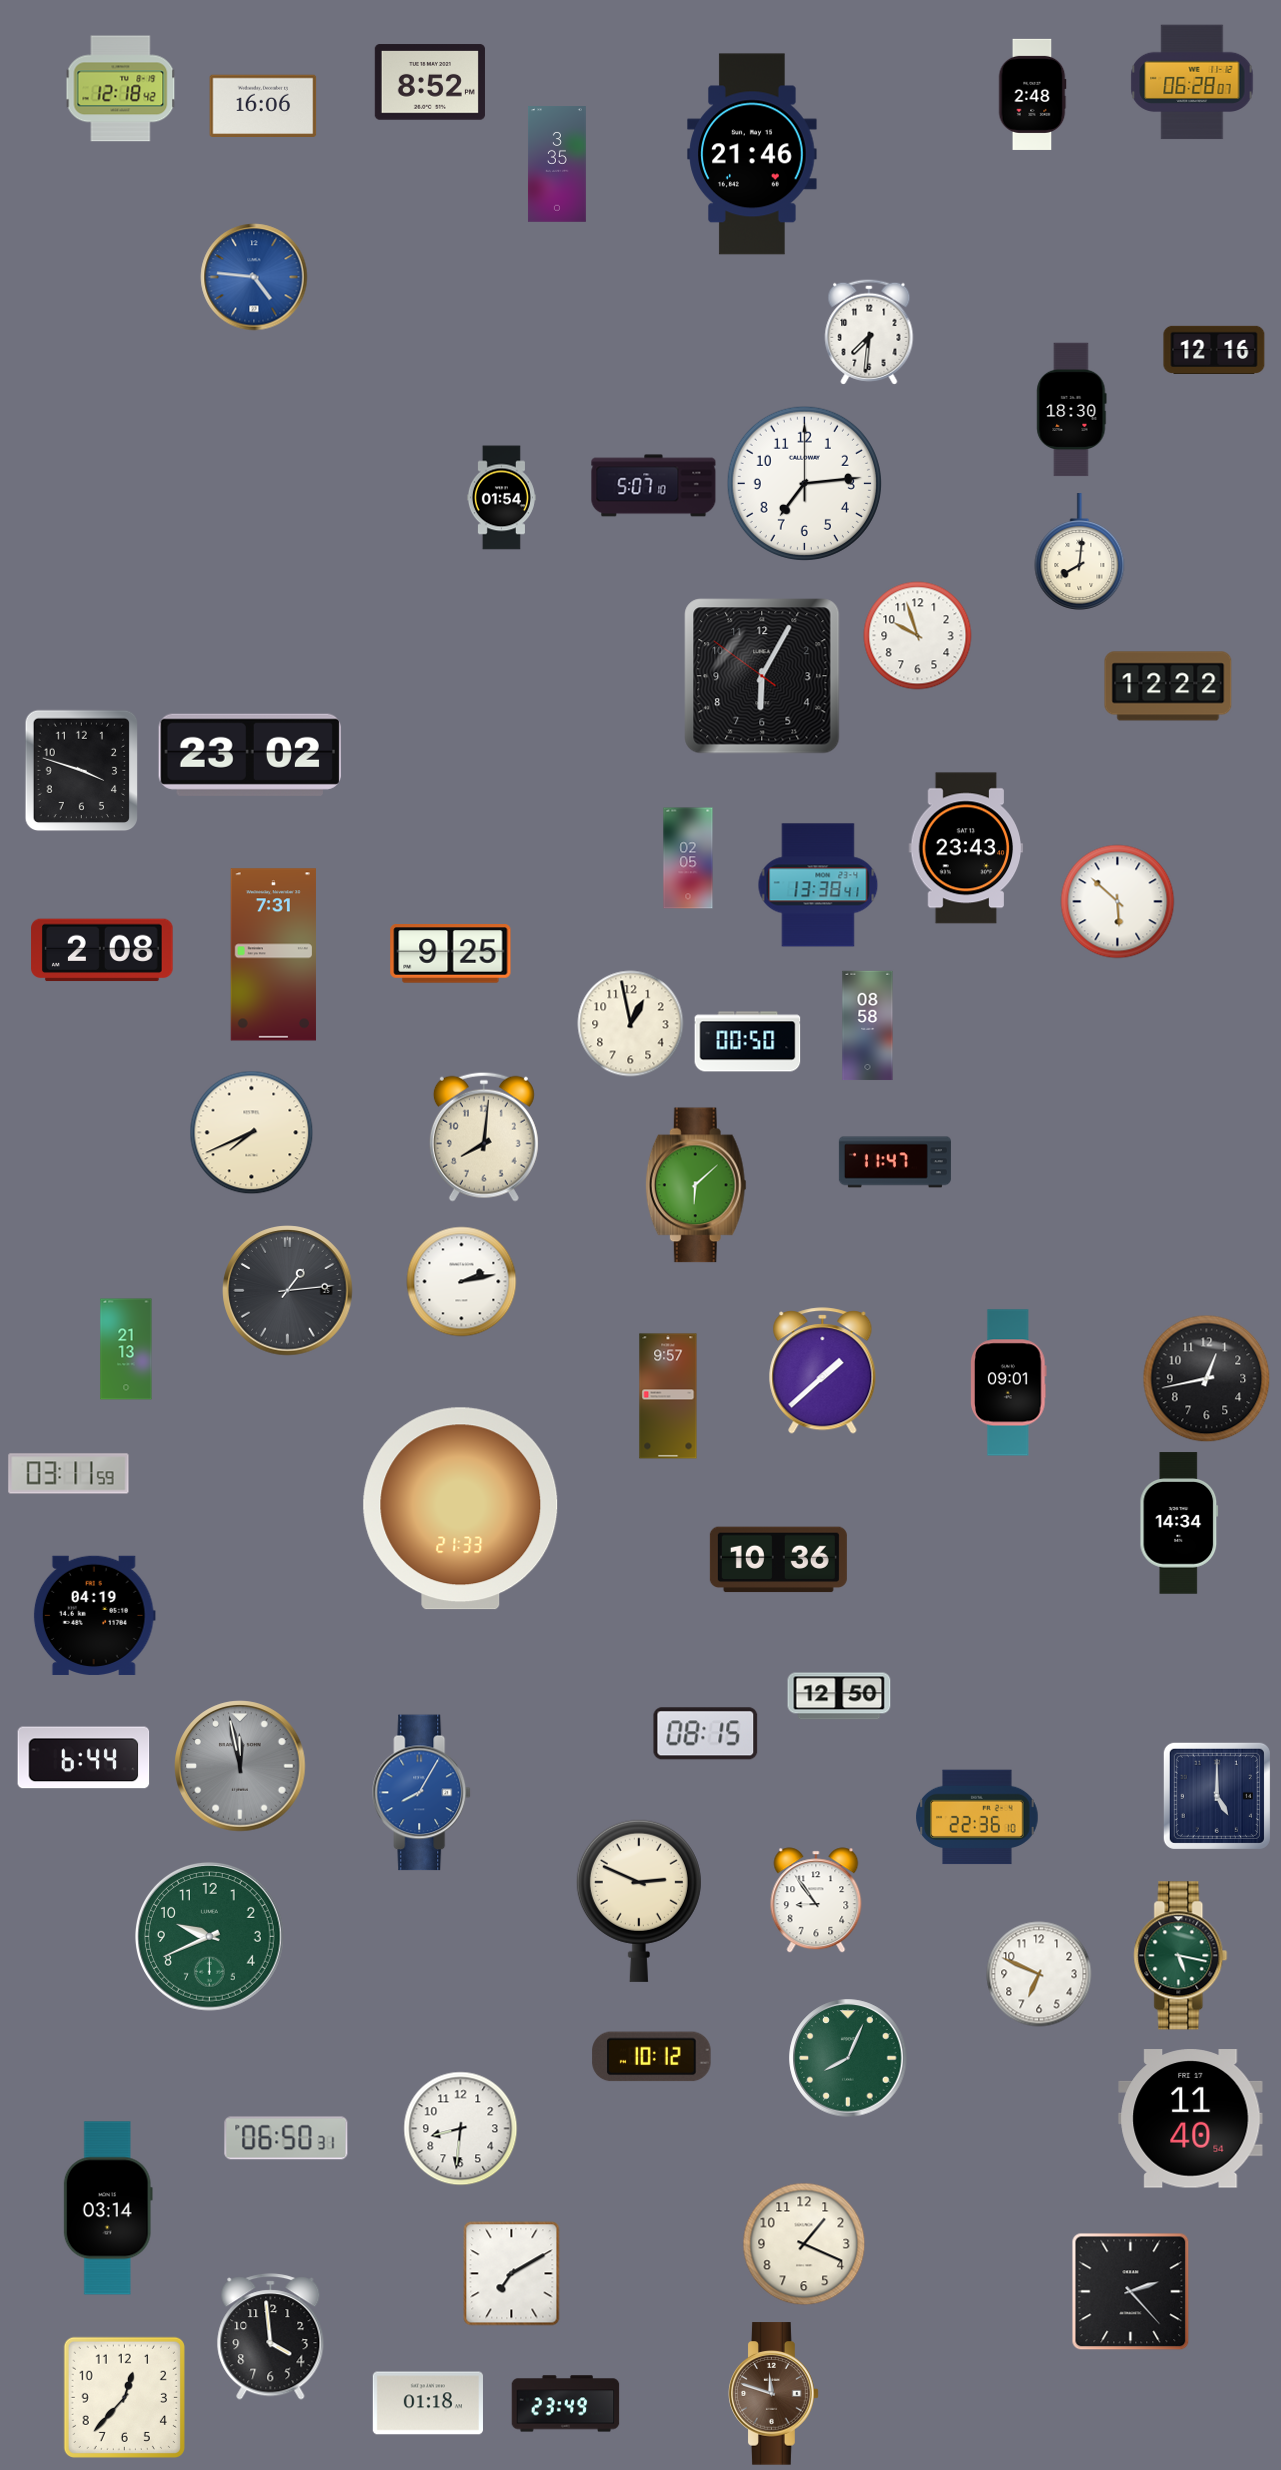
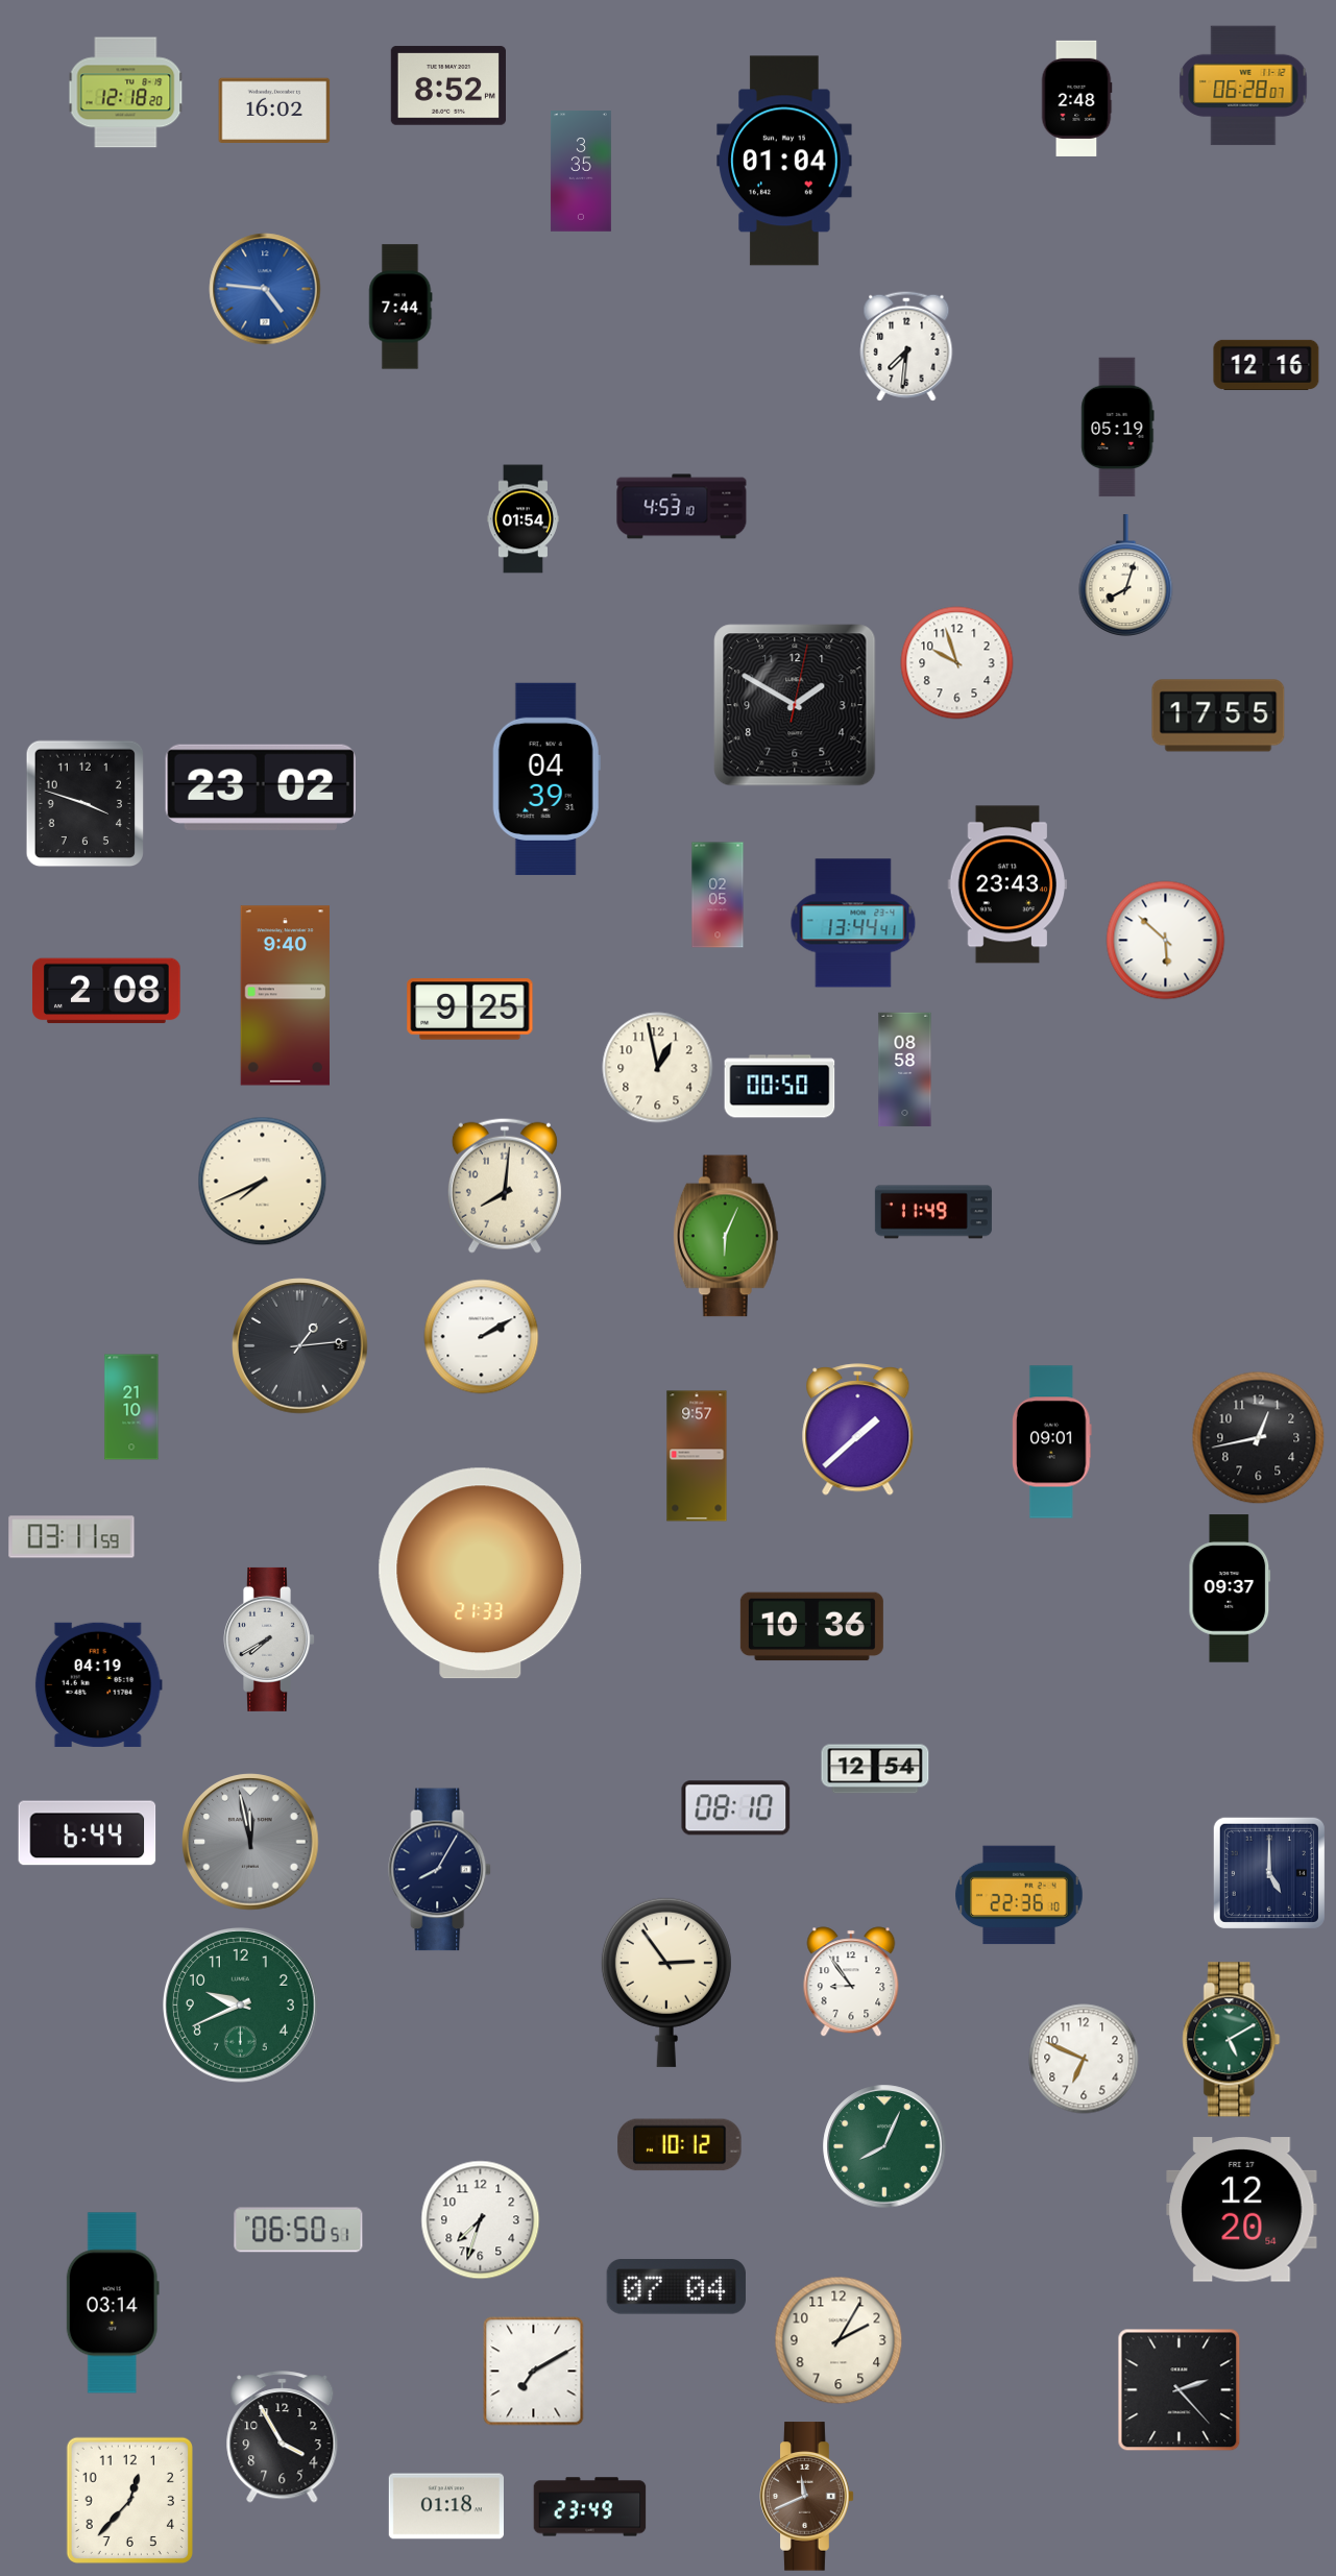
clock at (121, 89): 12:18:42 -> 12:18:20
clock at (263, 105): 16:06 -> 16:02
clock at (752, 154): 21:46 -> 01:04
clock at (400, 307): none -> 7:44
clock at (1072, 410): 18:30 -> 05:19
clock at (804, 483): 7:14 -> none
clock at (654, 486): 5:07 -> 4:53
clock at (1080, 552): 8:01 -> 8:03
clock at (762, 676): 6:04 -> 1:50
clock at (1168, 686): 12:22 -> 17:55
clock at (546, 779): none -> 04:39
clock at (818, 885): 13:38 -> 13:44
clock at (451, 954) position: (451, 954) -> (470, 1010)
clock at (273, 955): 7:31 -> 9:40
clock at (895, 1162): 11:47 -> 11:49
clock at (696, 1185): 6:08 -> 6:04
clock at (462, 1282): 2:13 -> 2:10
clock at (126, 1349): 21:13 -> 21:10
clock at (1179, 1523): 14:34 -> 09:37
clock at (270, 1639): none -> 7:40
clock at (839, 1696): 12:50 -> 12:54
clock at (706, 1734): 08:15 -> 08:10
clock at (422, 1793) dial: blue -> navy
clock at (639, 1901): 2:49 -> 2:54
clock at (210, 1937) position: (210, 1937) -> (241, 2006)
clock at (1181, 1956): 5:17 -> 5:10
clock at (1191, 2119): 11:40 -> 12:20
clock at (461, 2129): 8:31 -> 7:33
clock at (286, 2138): 06:50:31 -> 06:50:51
clock at (676, 2287): none -> 07:04
clock at (804, 2244): 1:19 -> 2:05
clock at (271, 2337): 3:59 -> 3:55
clock at (774, 2394): 11:48 -> 11:41
